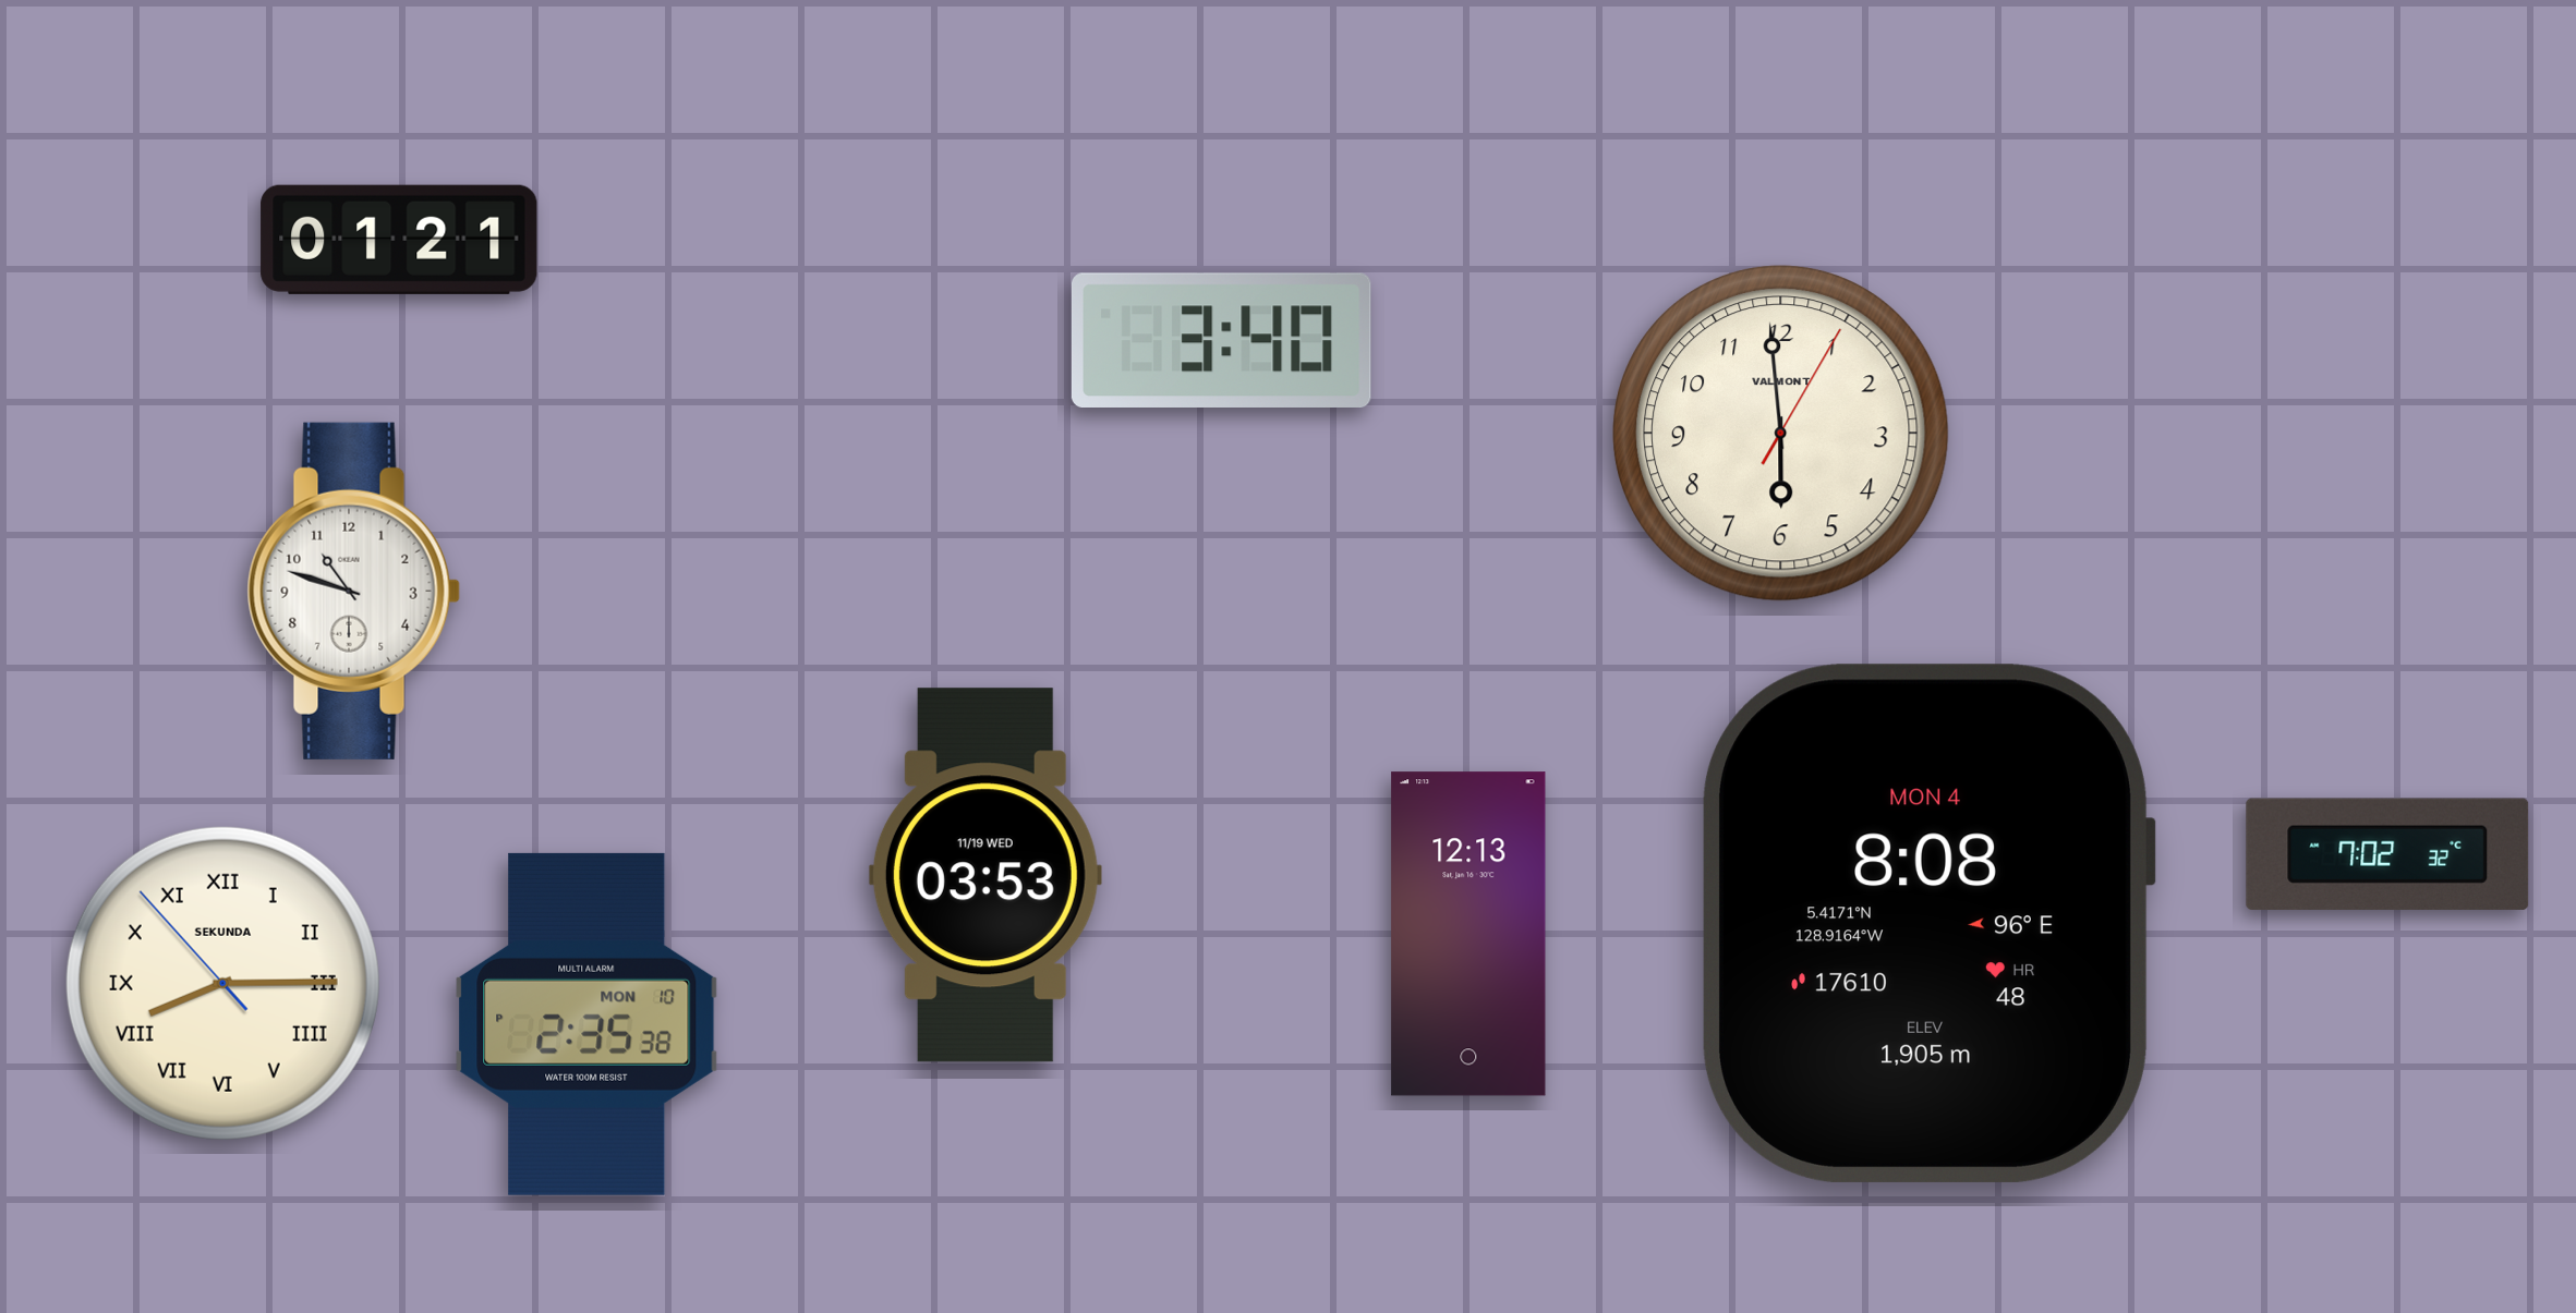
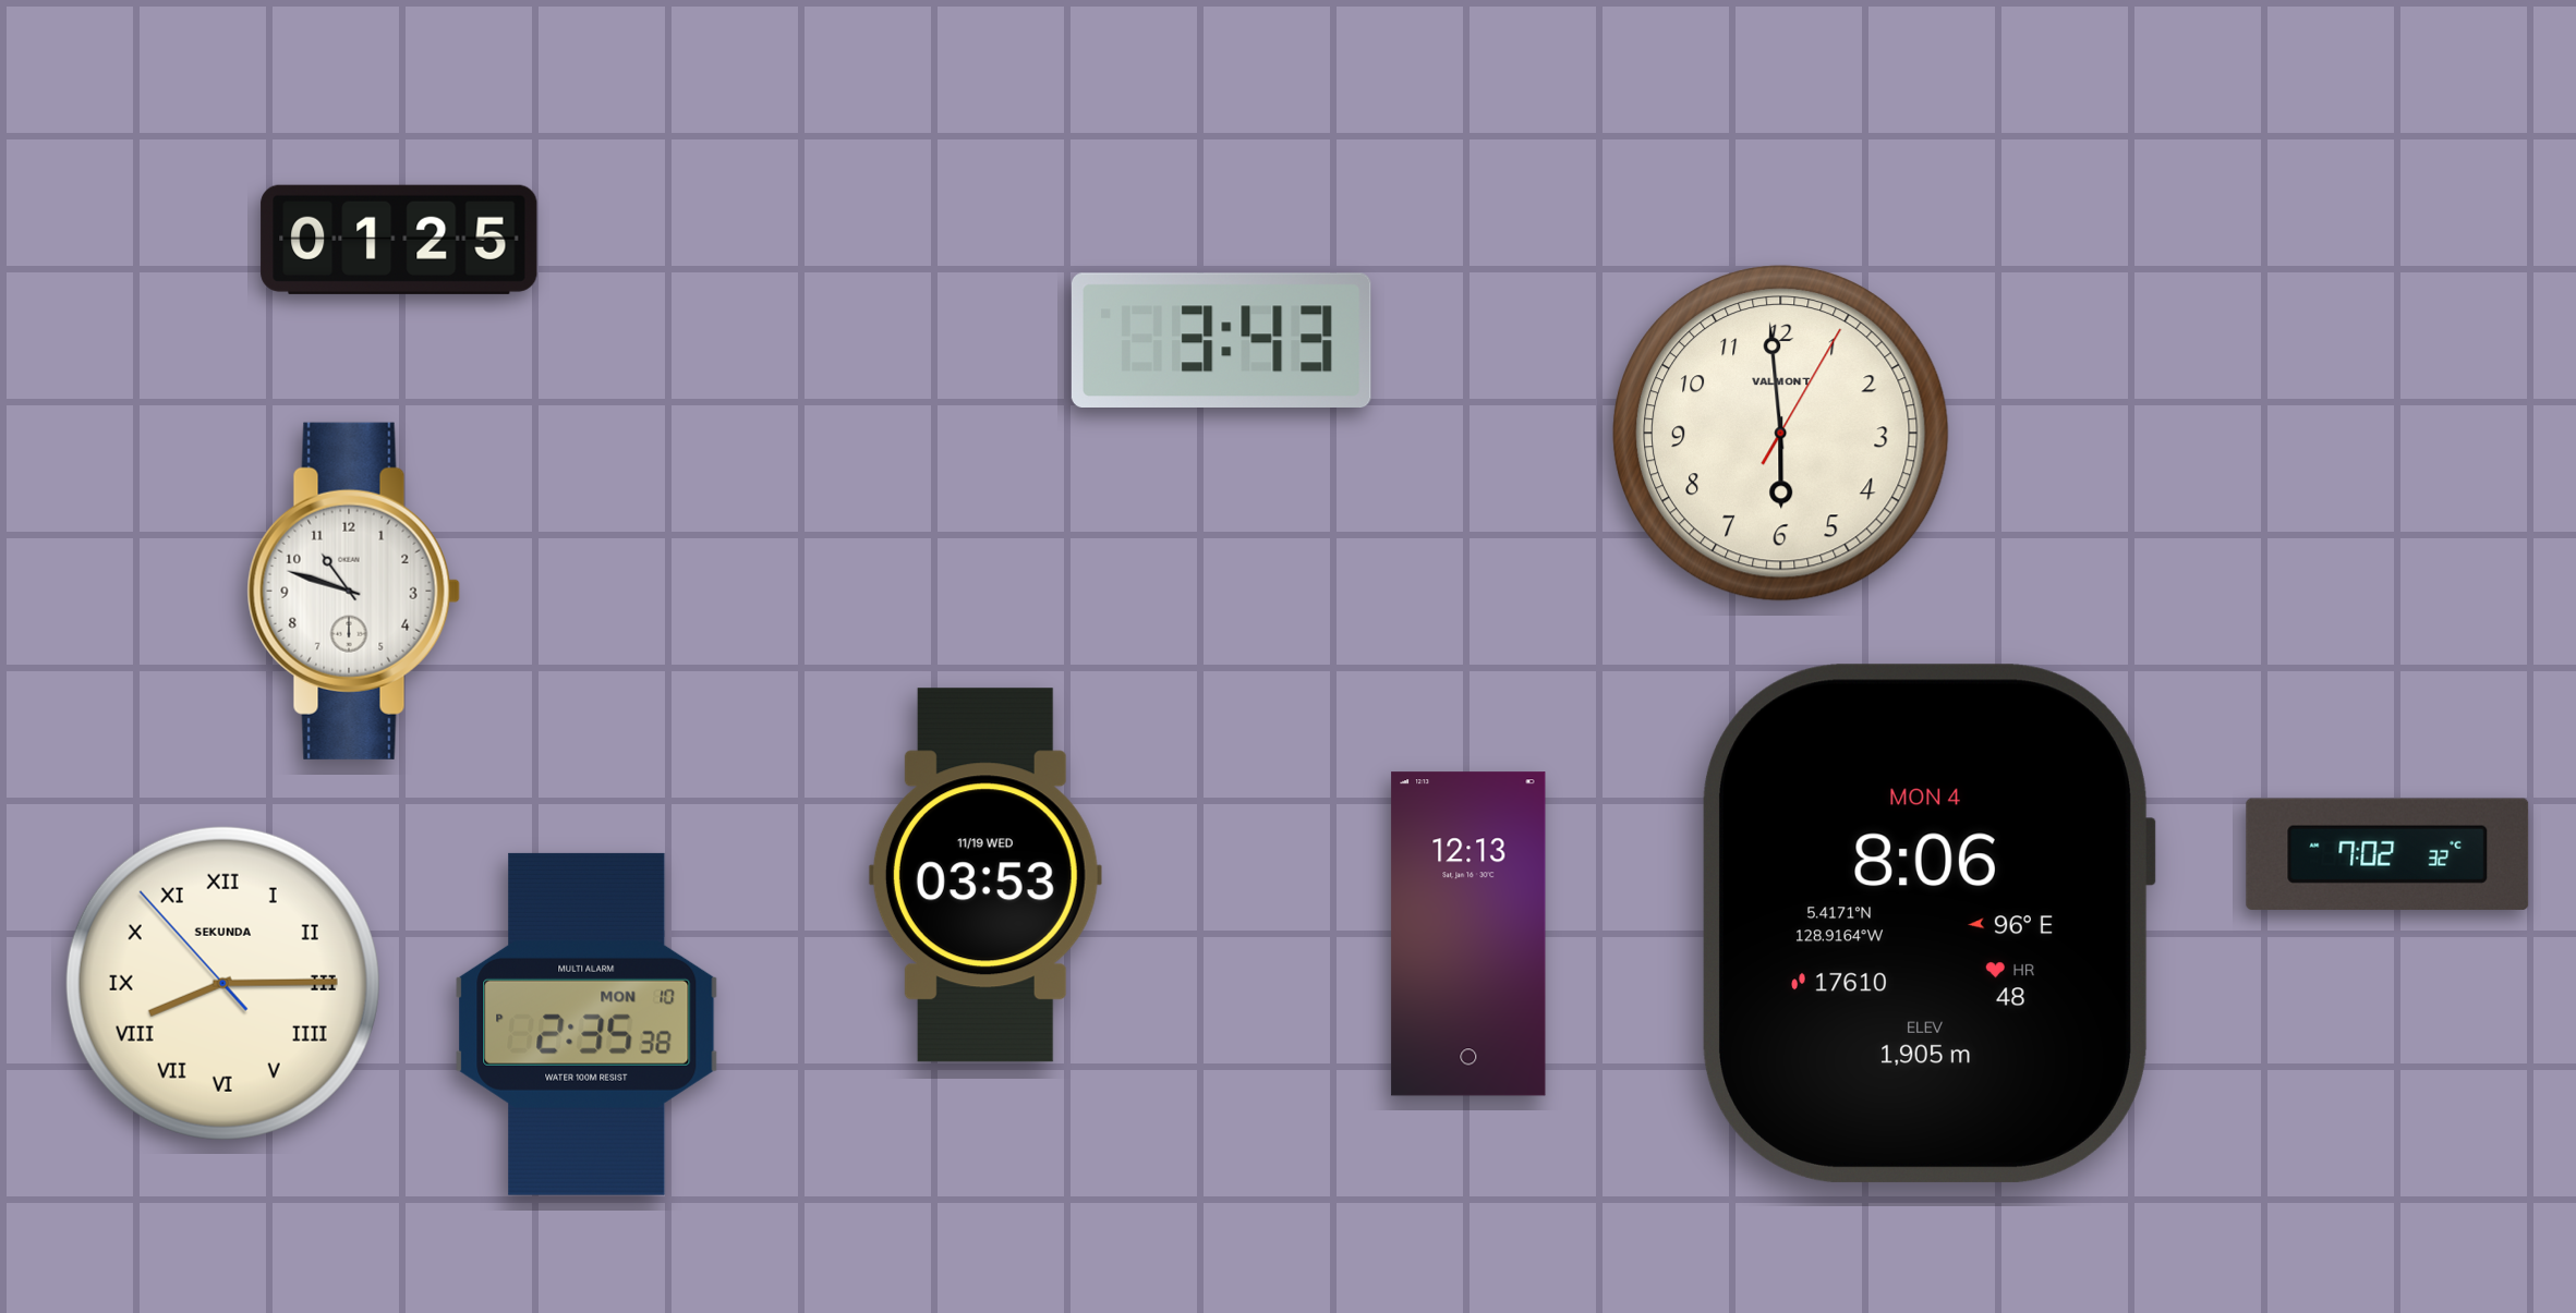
clock at (399, 240): 01:21 -> 01:25
clock at (1221, 340): 3:40 -> 3:43
clock at (1928, 923): 8:08 -> 8:06
